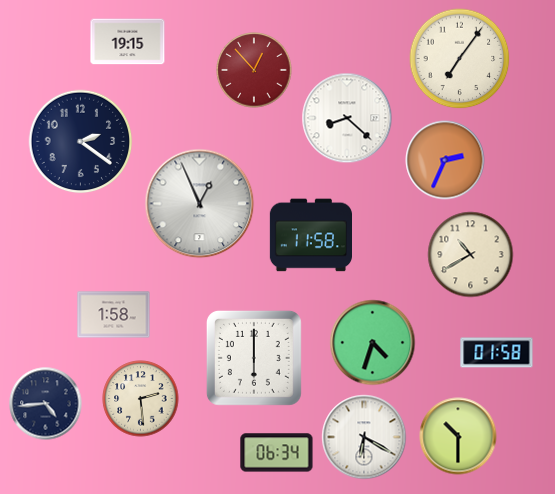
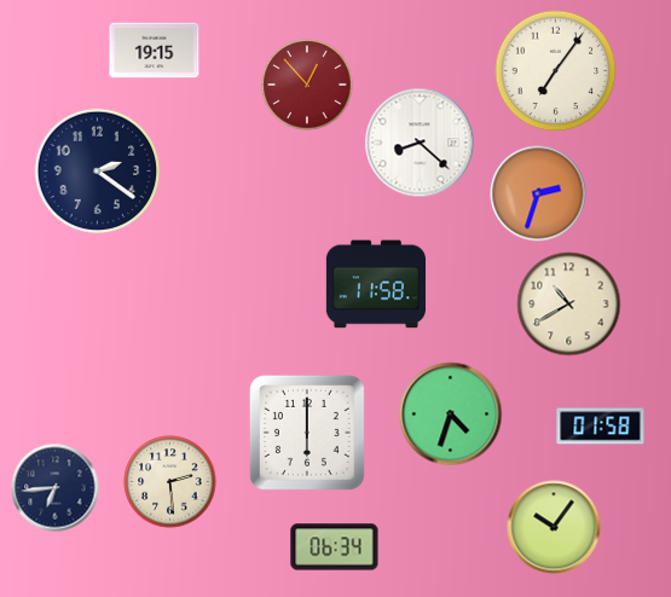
clock at (445, 160): 2:34 -> 2:33
clock at (200, 204): 12:56 -> none
clock at (471, 255) position: (471, 255) -> (569, 305)
clock at (114, 315): 1:58 -> none
clock at (46, 404): 4:44 -> 6:44
clock at (458, 436): 10:30 -> 10:06
clock at (364, 437): 6:20 -> none
